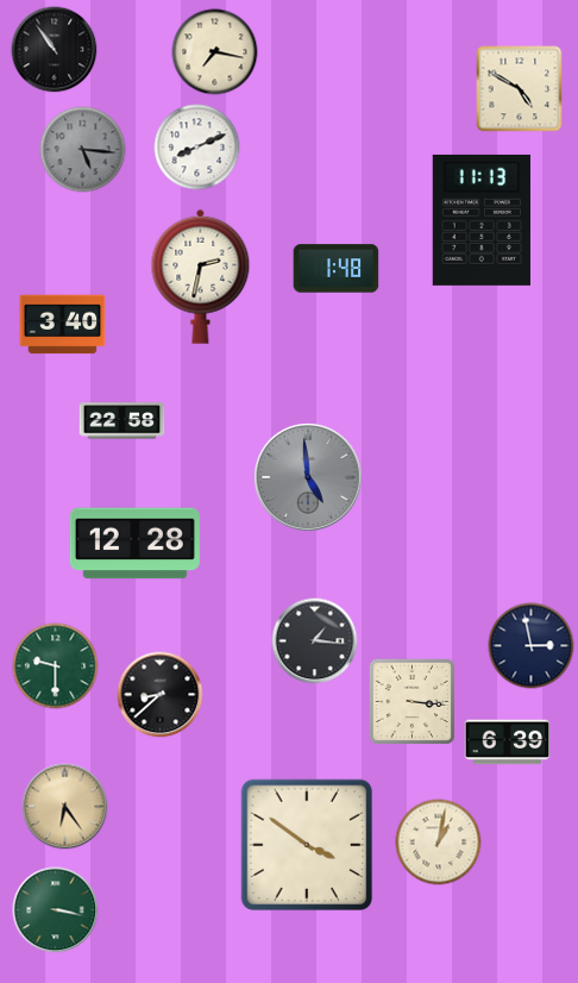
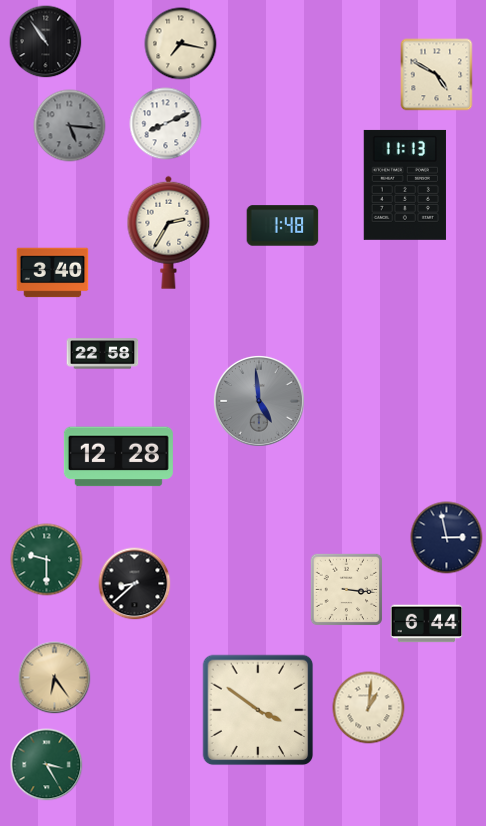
clock at (201, 276): 2:32 -> 2:35
clock at (134, 544) position: (134, 544) -> (118, 457)
clock at (315, 641): 1:16 -> none
clock at (532, 646) position: (532, 646) -> (447, 538)
clock at (508, 743): 6:39 -> 6:44
clock at (439, 843): 1:02 -> 1:01
clock at (56, 910): 3:17 -> 3:25
